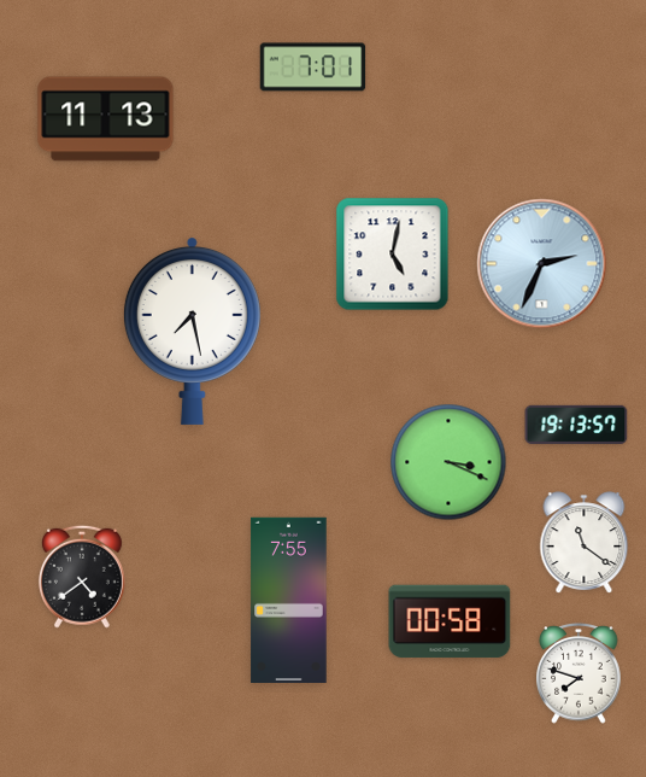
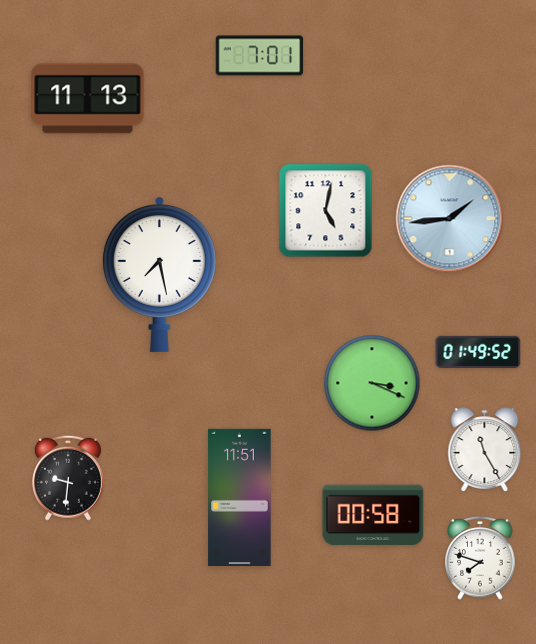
clock at (542, 264): 2:34 -> 1:44
clock at (576, 425): 19:13 -> 01:49
clock at (585, 543): 11:21 -> 11:25
clock at (82, 577): 4:39 -> 9:31
clock at (289, 600): 7:55 -> 11:51
